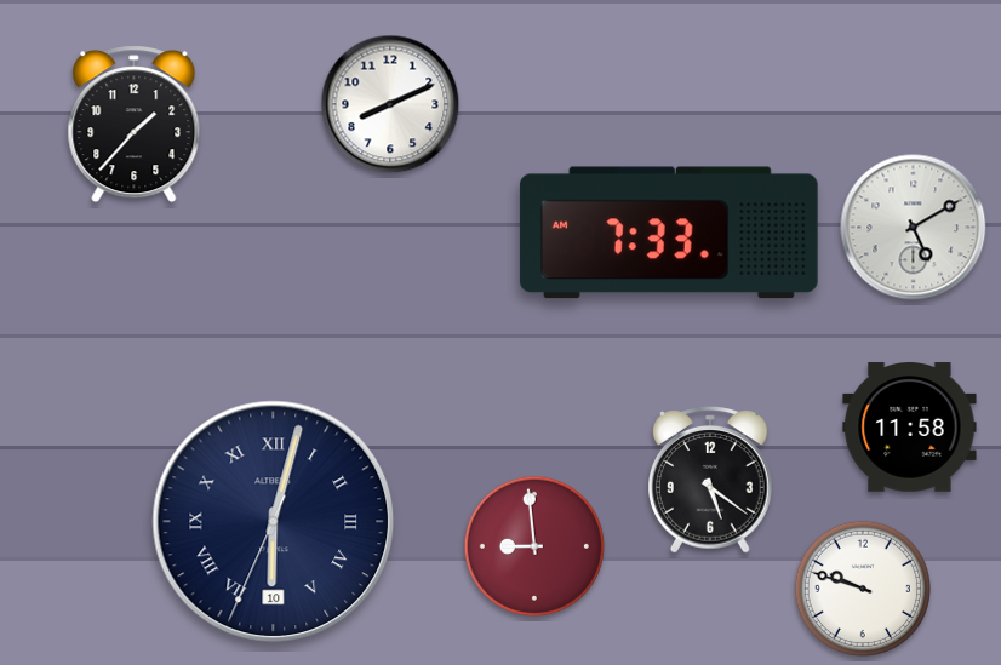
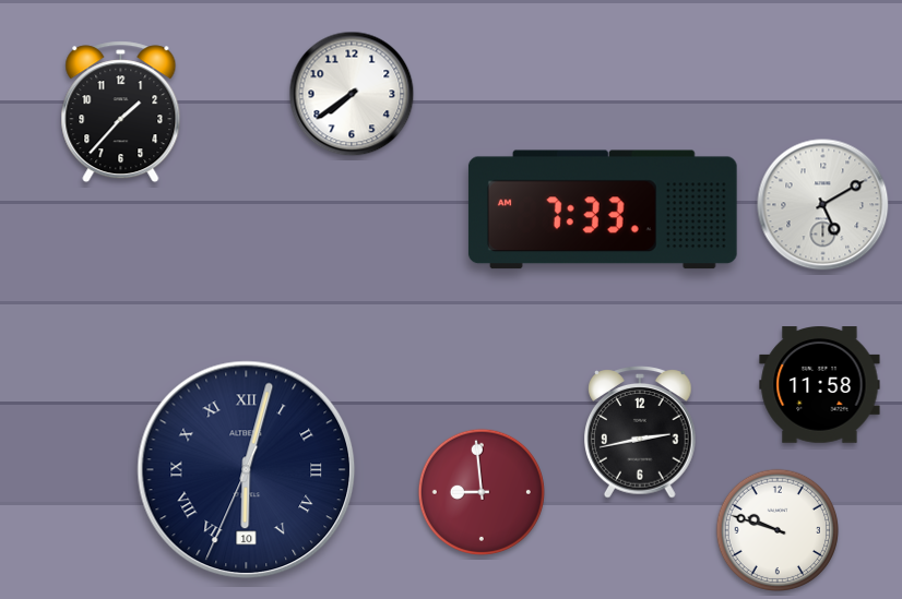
clock at (390, 104): 8:11 -> 7:39
clock at (711, 480): 5:21 -> 2:43
